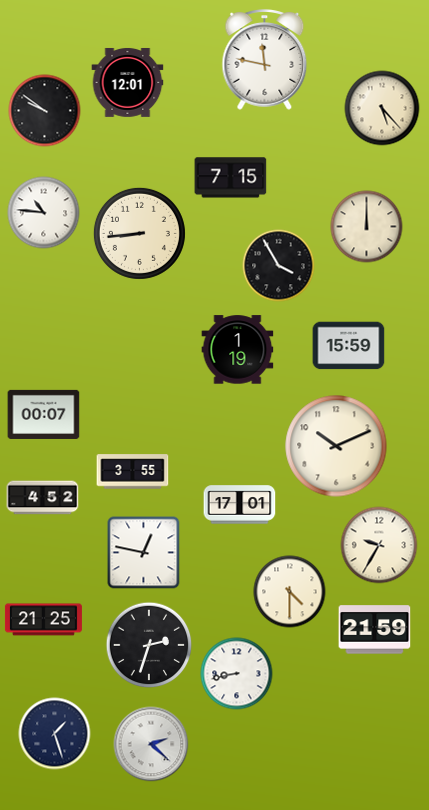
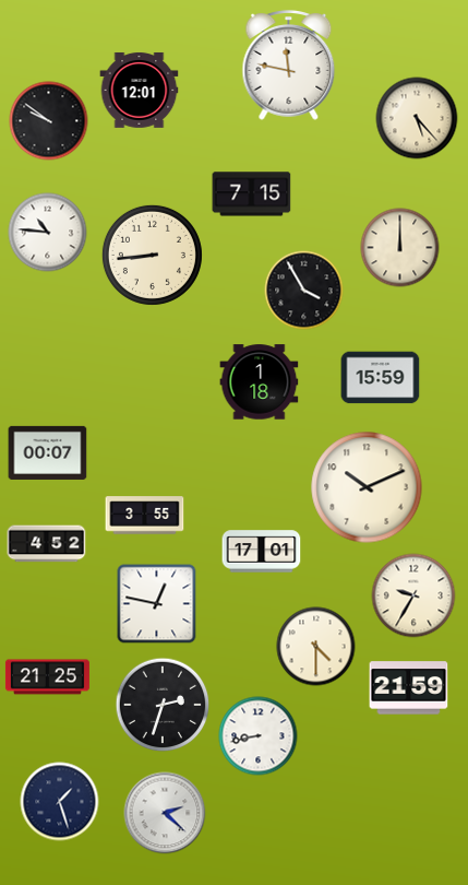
clock at (238, 350): 1:19 -> 1:18
